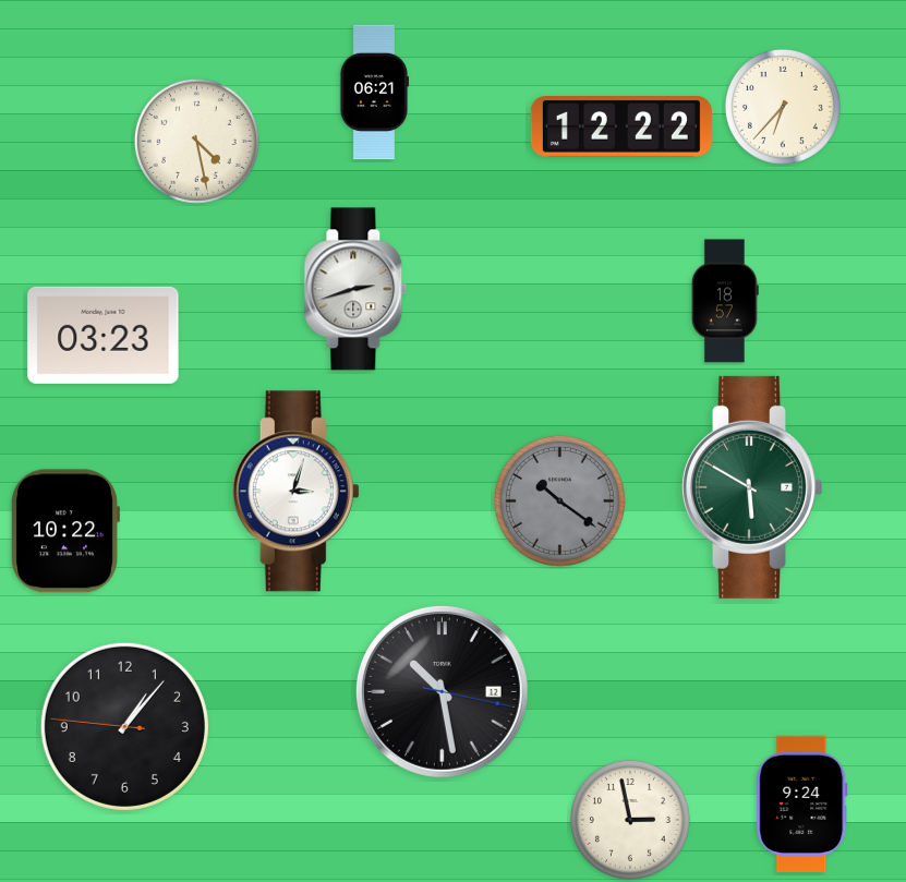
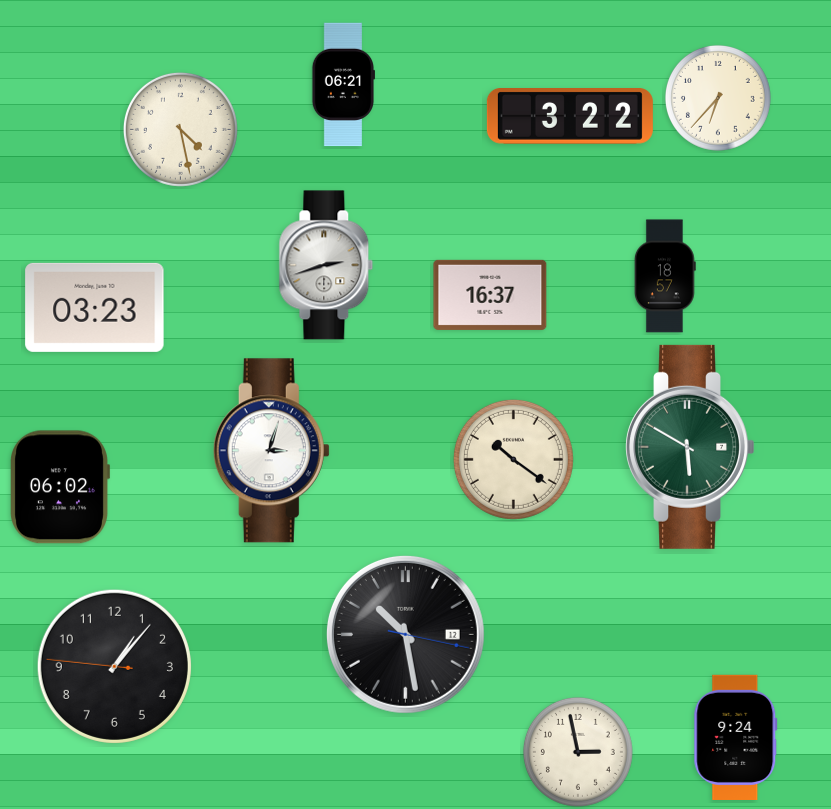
clock at (621, 128): 12:22 -> 3:22
clock at (490, 295): none -> 16:37
clock at (559, 500) dial: grey -> cream
clock at (65, 531): 10:22 -> 06:02
